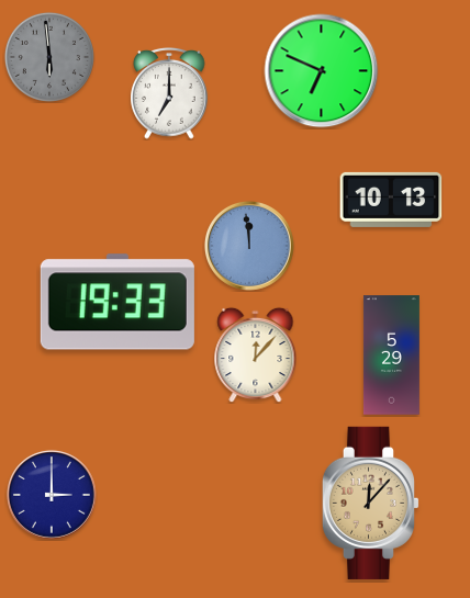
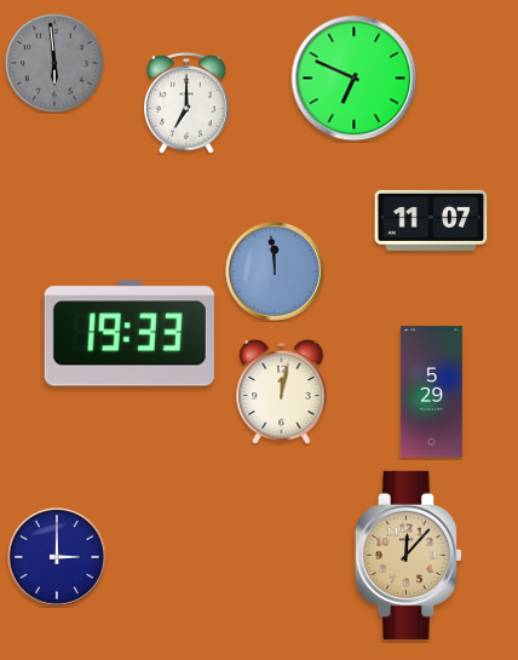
clock at (391, 200): 10:13 -> 11:07
clock at (256, 354): 12:07 -> 12:02
clock at (52, 495) position: (52, 495) -> (57, 557)
